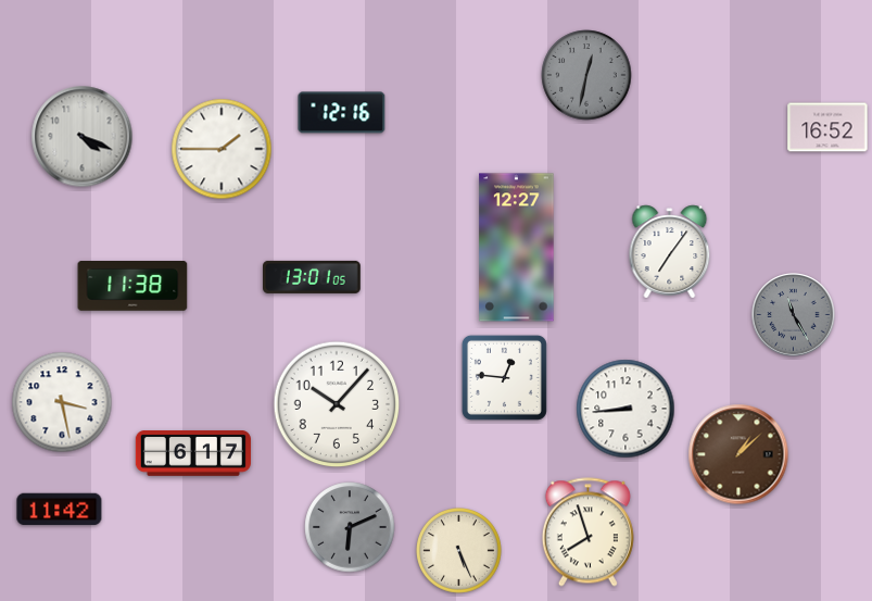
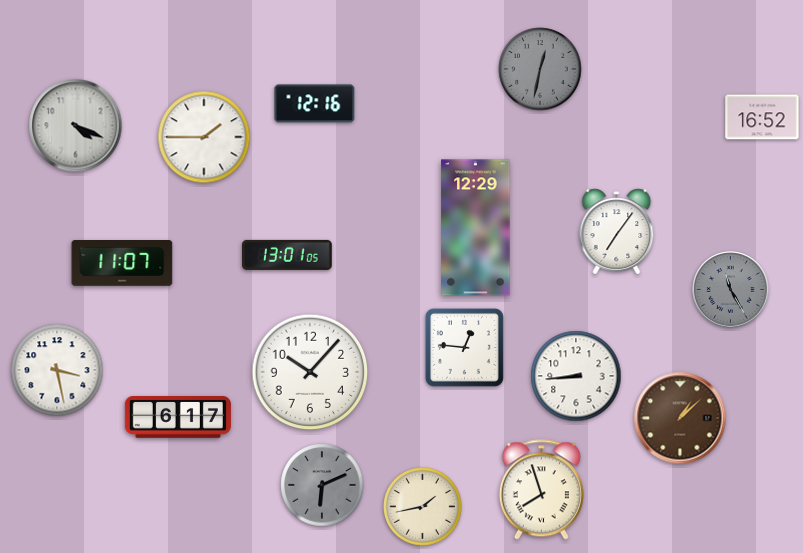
clock at (517, 248): 12:27 -> 12:29
clock at (132, 287): 11:38 -> 11:07
clock at (60, 510): 11:42 -> none
clock at (459, 551): 5:26 -> 1:43
